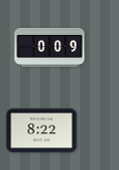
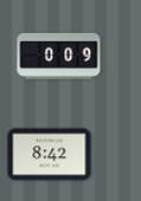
clock at (42, 131): 8:22 -> 8:42
